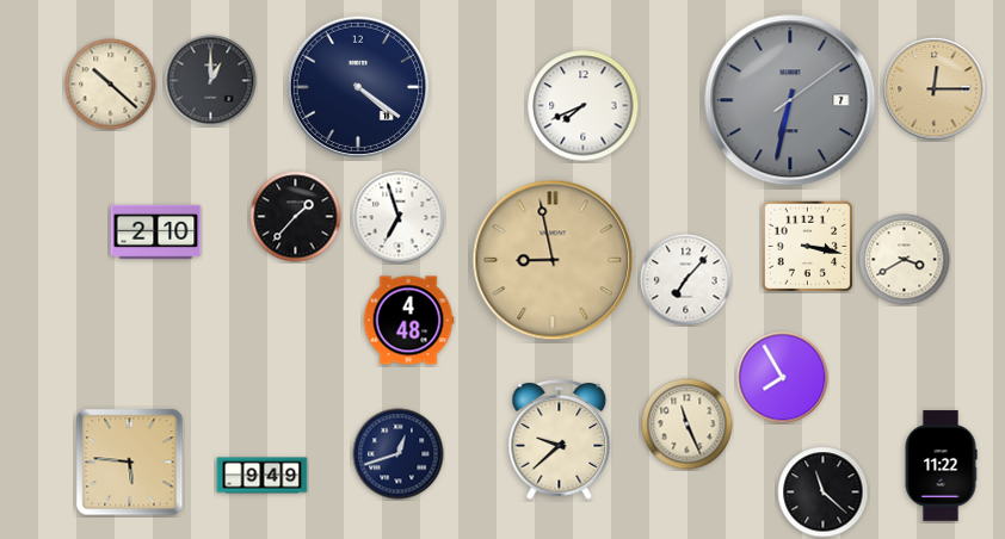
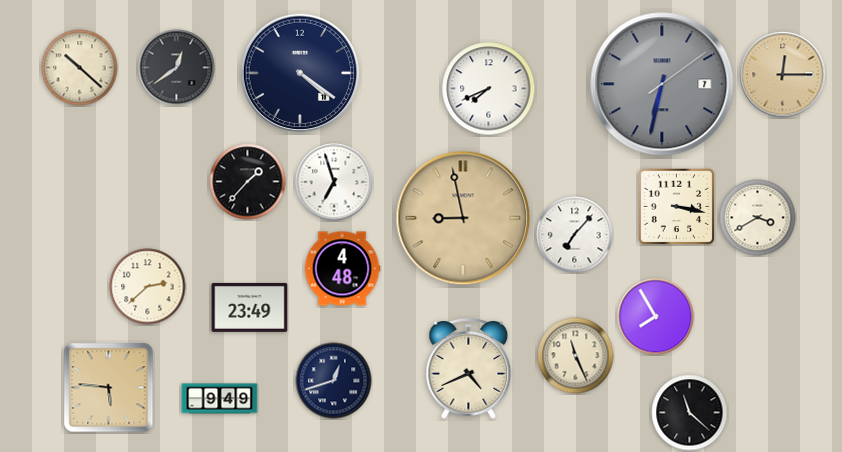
clock at (211, 81): 1:00 -> 12:39
clock at (111, 85) position: (111, 85) -> (80, 68)
clock at (156, 233): 2:10 -> none
clock at (148, 287): none -> 2:38
clock at (250, 307): none -> 23:49
clock at (560, 439): 9:38 -> 4:41
clock at (941, 466): 11:22 -> none
